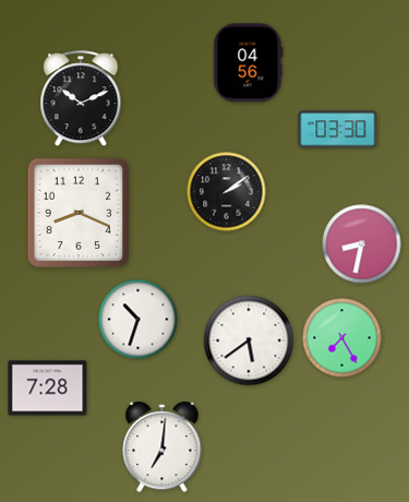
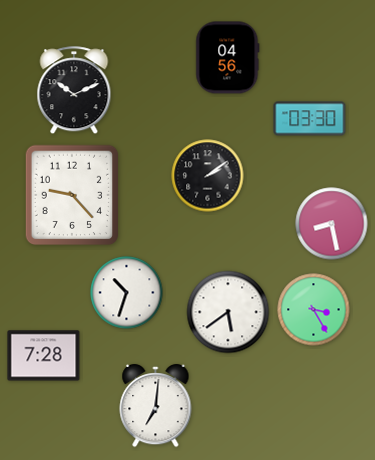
clock at (79, 213): 8:19 -> 9:23
clock at (362, 244): 8:32 -> 8:28
clock at (342, 338): 7:25 -> 3:25
clock at (163, 447) position: (163, 447) -> (156, 406)
